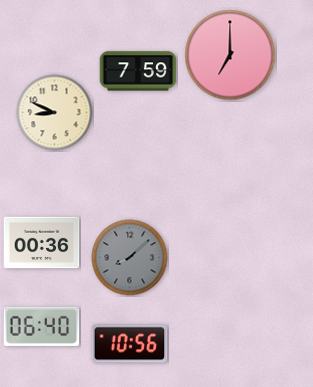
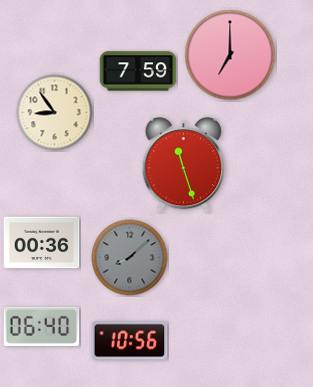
clock at (55, 113): 8:49 -> 8:54
clock at (184, 166): none -> 11:27
clock at (130, 344) position: (130, 344) -> (130, 341)
